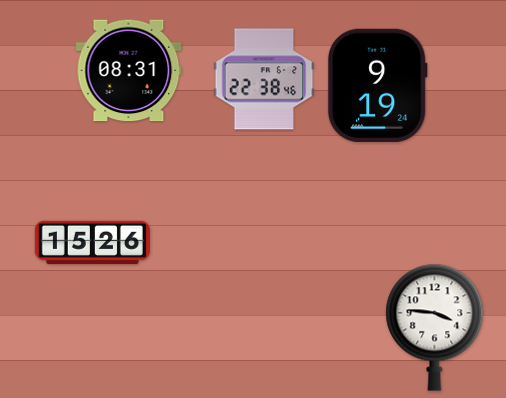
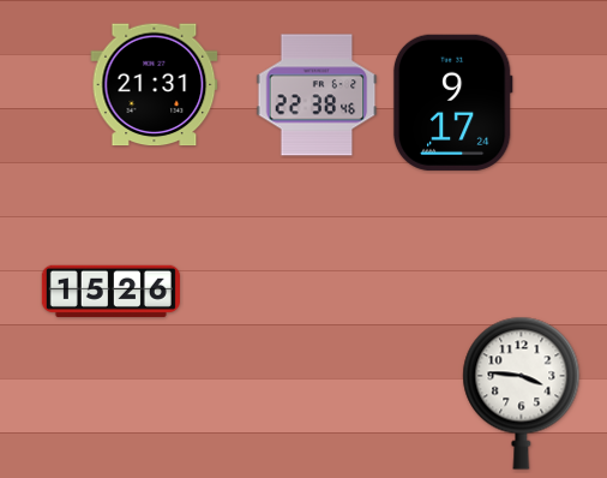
clock at (129, 71): 08:31 -> 21:31
clock at (377, 85): 9:19 -> 9:17
